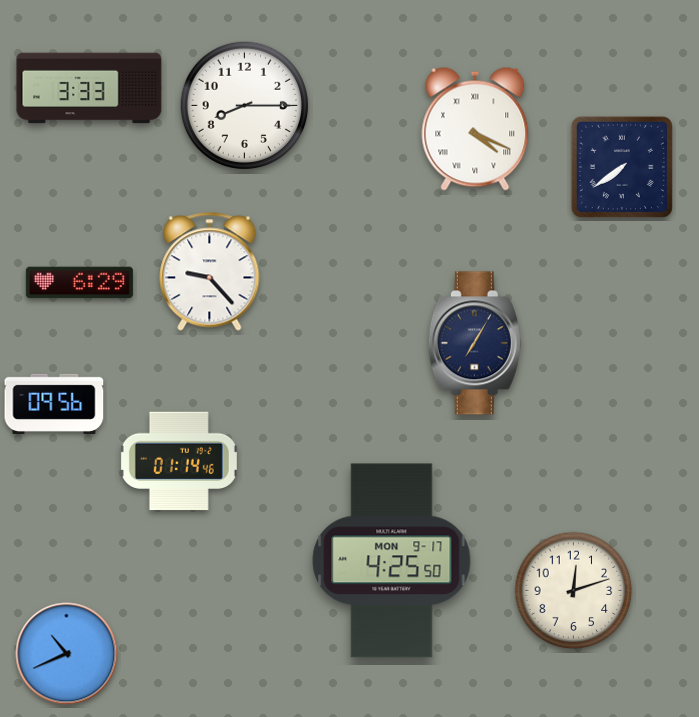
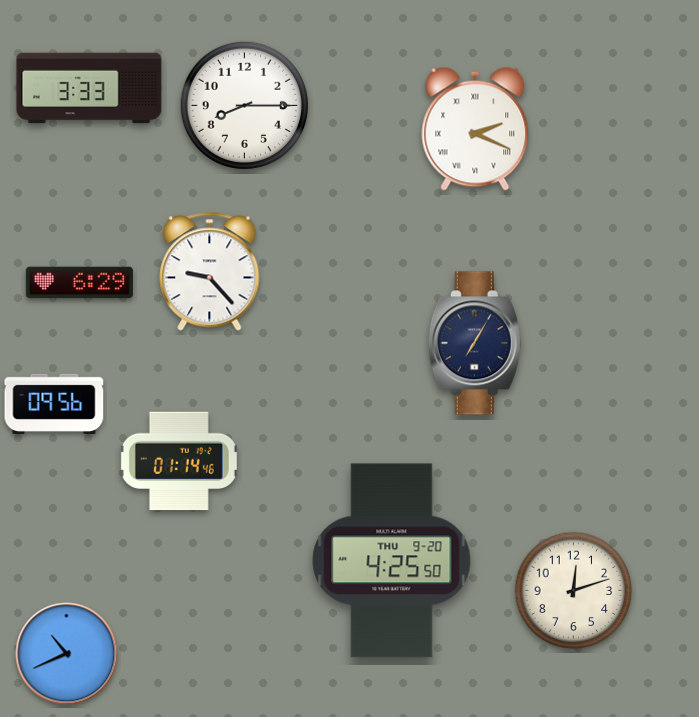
clock at (475, 129): 4:19 -> 2:19
clock at (622, 167): 7:39 -> none
clock at (392, 561) date: MON 9-17 -> THU 9-20
